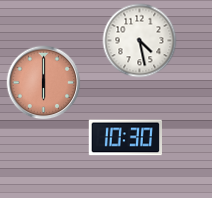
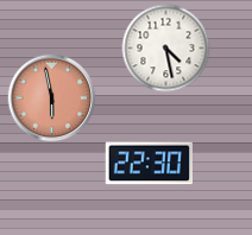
clock at (44, 83): 6:00 -> 5:58
clock at (125, 138): 10:30 -> 22:30
